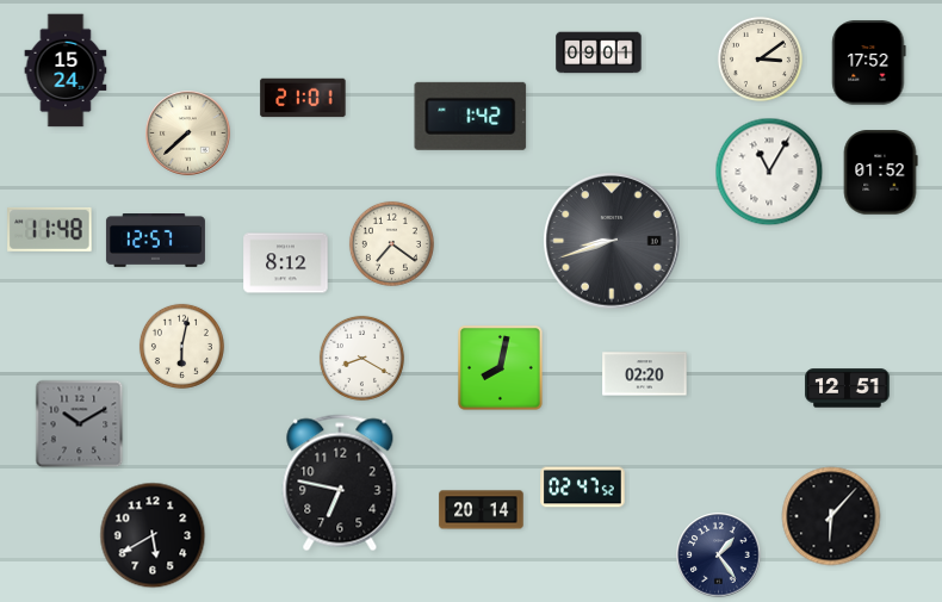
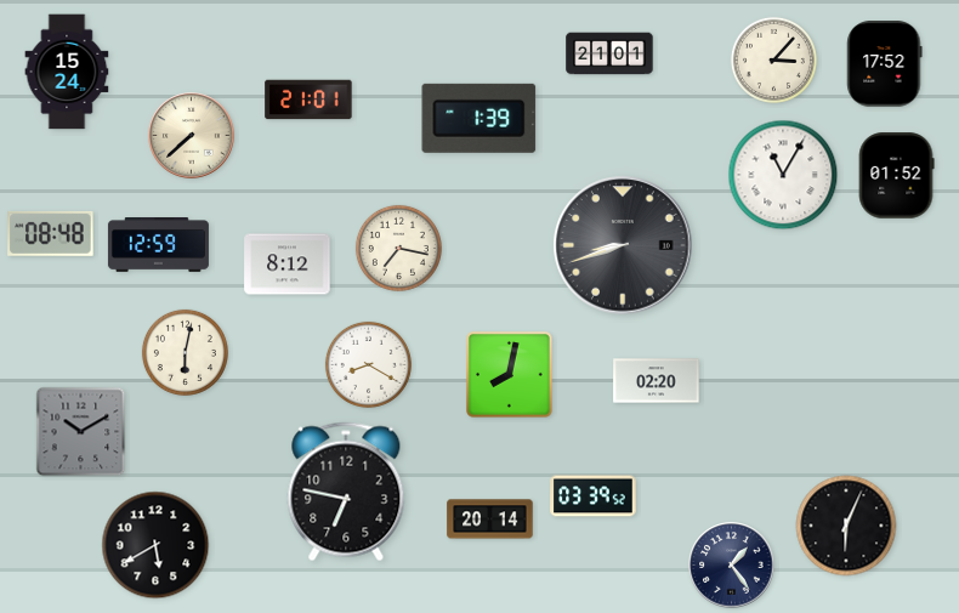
clock at (599, 52): 09:01 -> 21:01
clock at (760, 58): 3:09 -> 3:07
clock at (471, 116): 1:42 -> 1:39
clock at (50, 229): 11:48 -> 08:48
clock at (155, 241): 12:57 -> 12:59
clock at (391, 243): 7:21 -> 7:17
clock at (286, 263) position: (286, 263) -> (288, 265)
clock at (848, 389): 12:51 -> none
clock at (583, 488): 02:47 -> 03:39
clock at (831, 516): 6:07 -> 6:04
